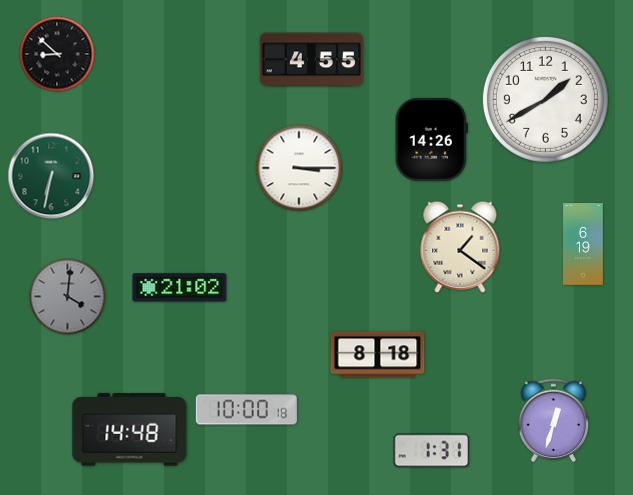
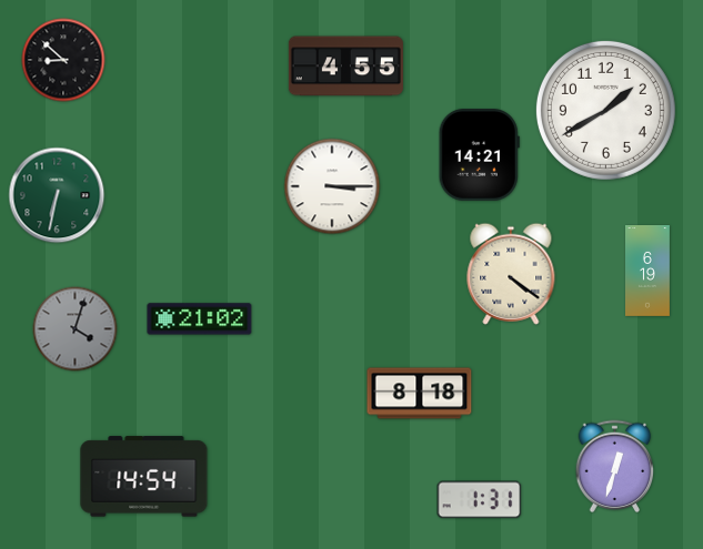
clock at (431, 140): 14:26 -> 14:21
clock at (460, 247): 1:21 -> 4:21
clock at (68, 297): 4:01 -> 4:03
clock at (246, 410): 10:00 -> none
clock at (130, 430): 14:48 -> 14:54
